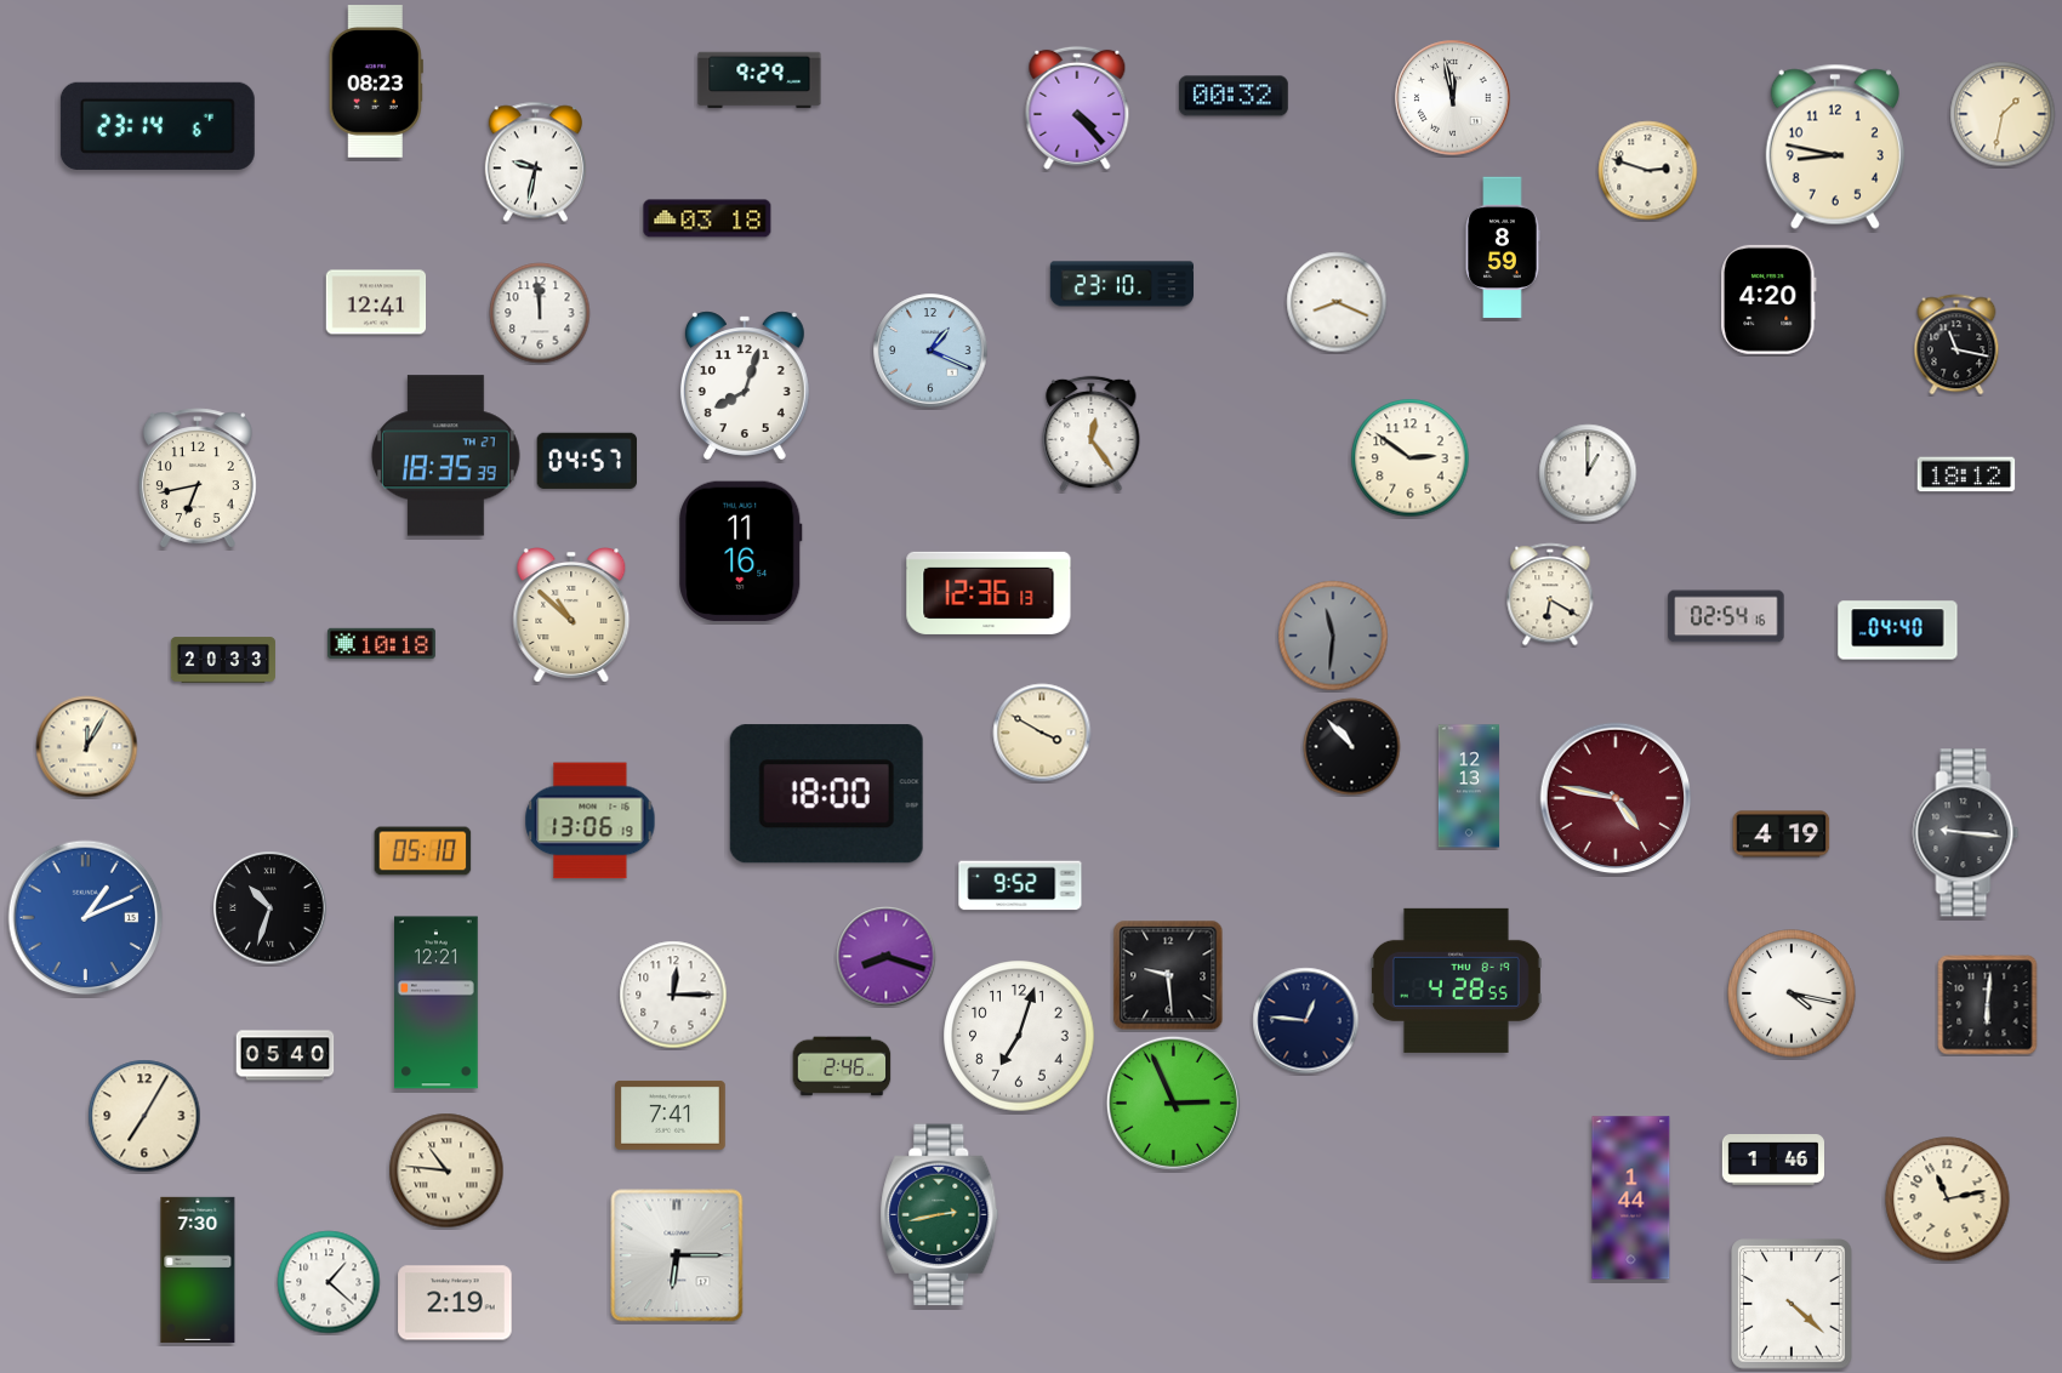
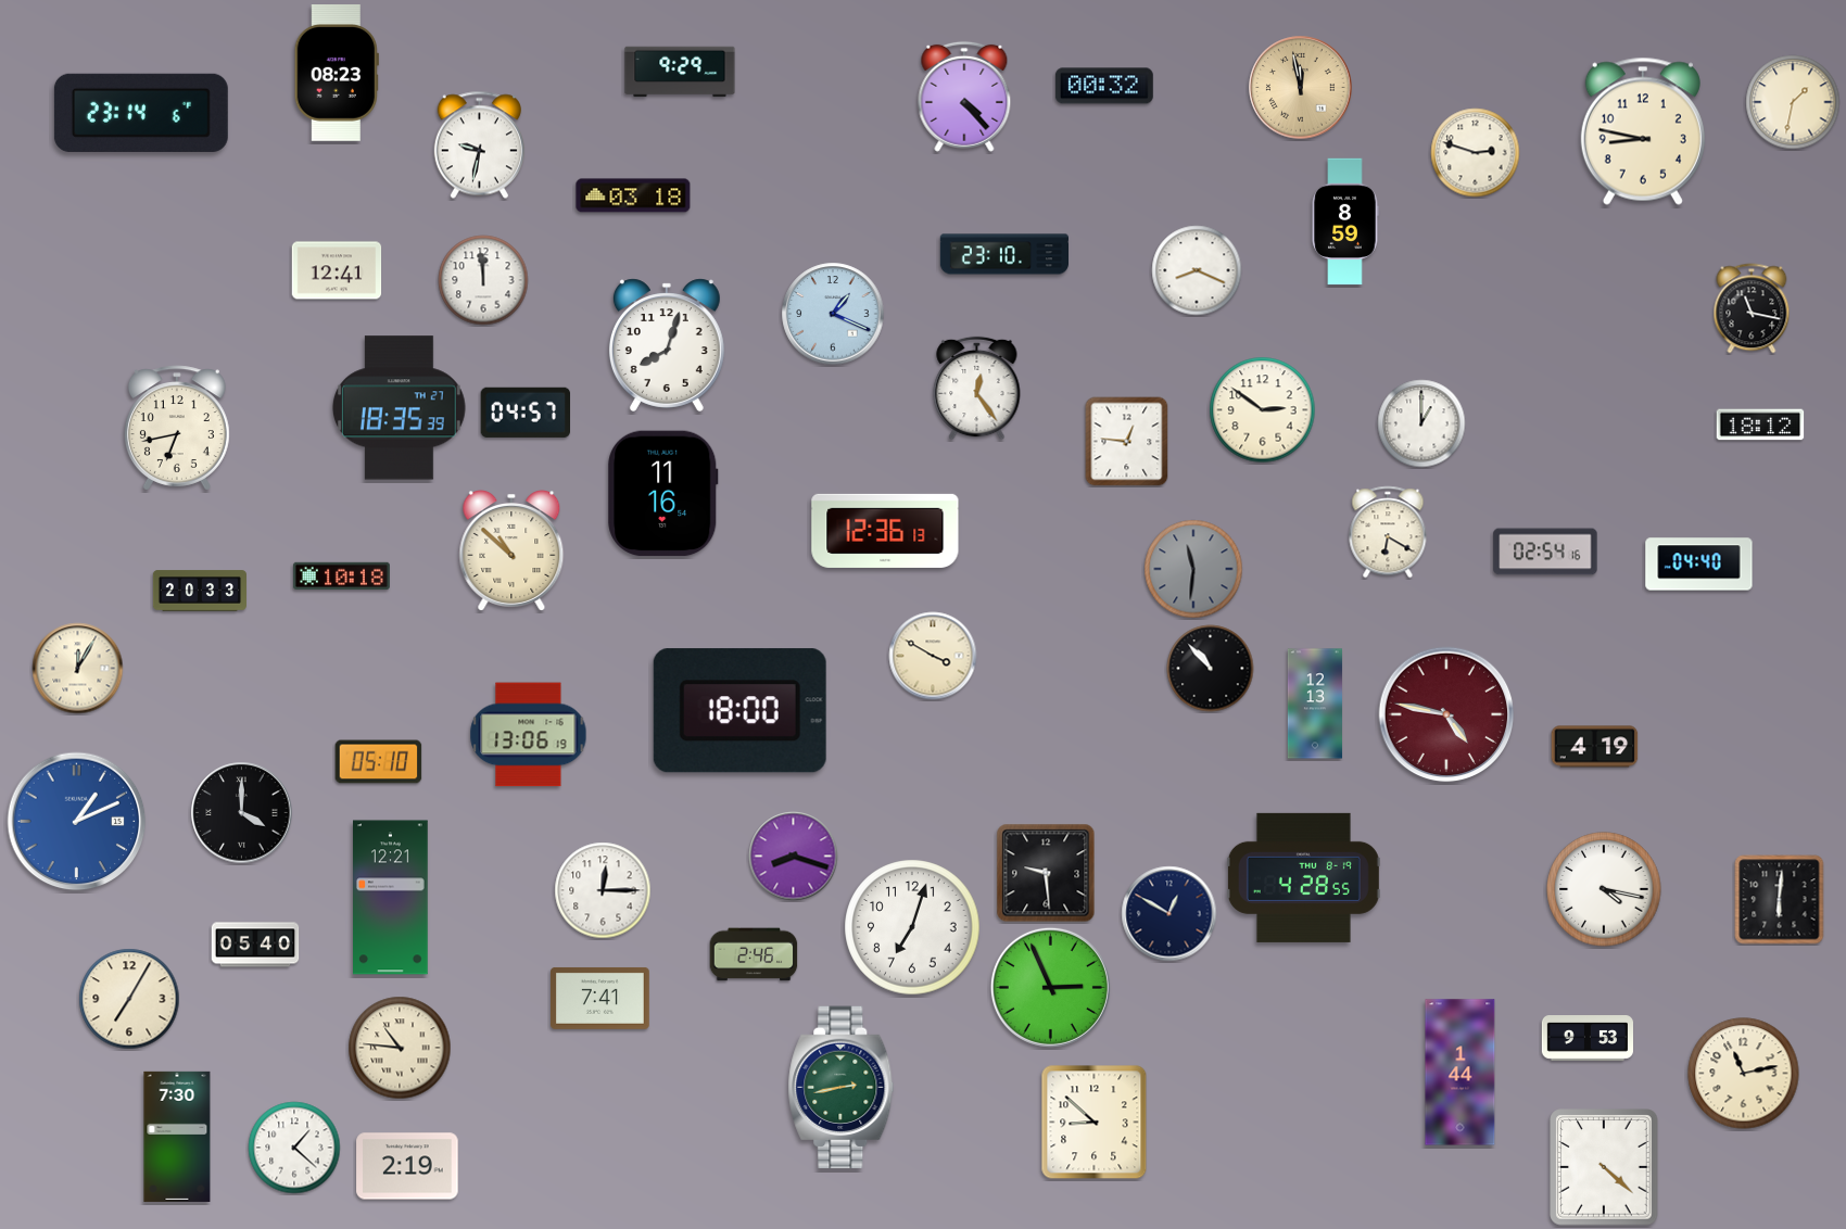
clock at (1453, 98) dial: white -> champagne
clock at (1770, 300): 4:20 -> none
clock at (1127, 442): none -> 12:46
clock at (1966, 833): 9:16 -> none
clock at (1020, 885): 9:52 -> none
clock at (270, 908): 10:33 -> 4:00
clock at (1306, 1021): 12:46 -> 12:50
clock at (1772, 1161): 1:46 -> 9:53
clock at (1095, 1123): none -> 8:52
clock at (677, 1255): 6:15 -> none
